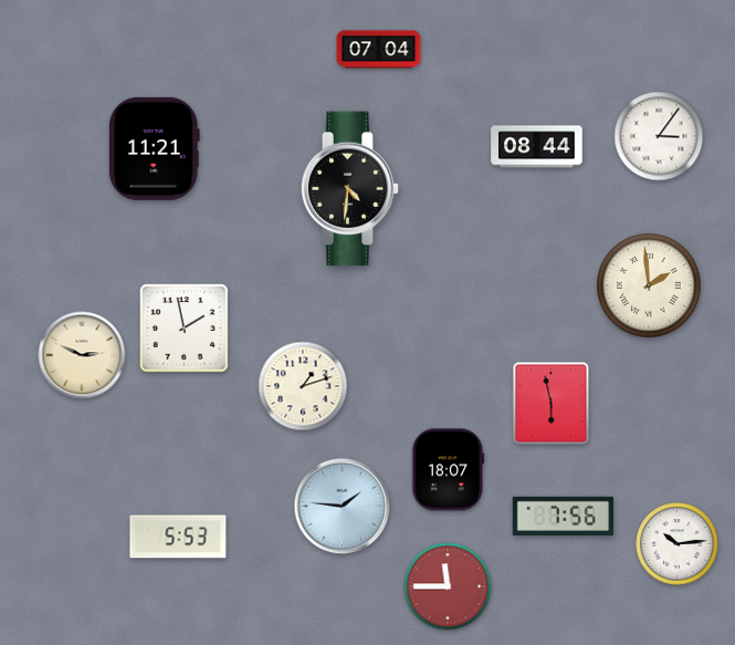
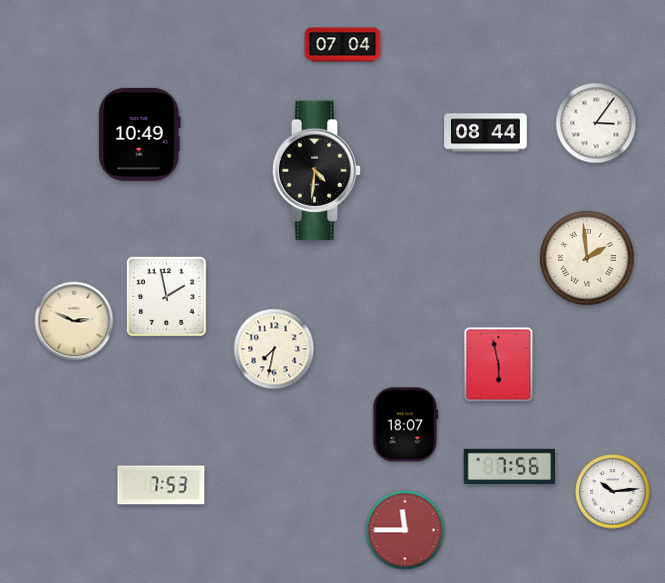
clock at (154, 148): 11:21 -> 10:49
clock at (303, 386): 1:12 -> 7:32
clock at (343, 507): 1:46 -> none
clock at (178, 537): 5:53 -> 7:53
